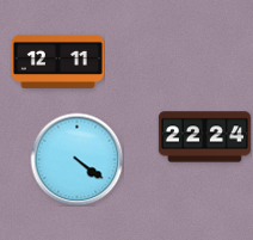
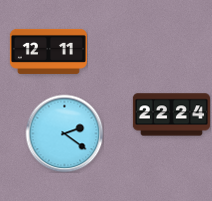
clock at (76, 159): 4:21 -> 2:21
